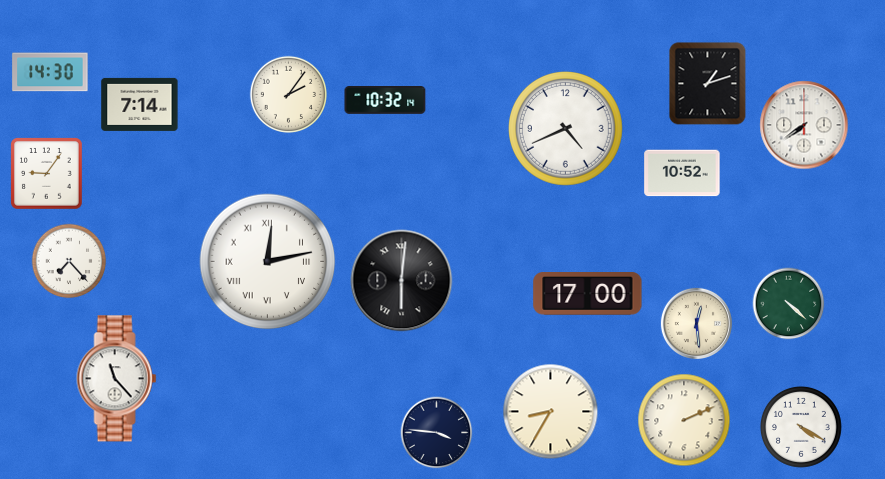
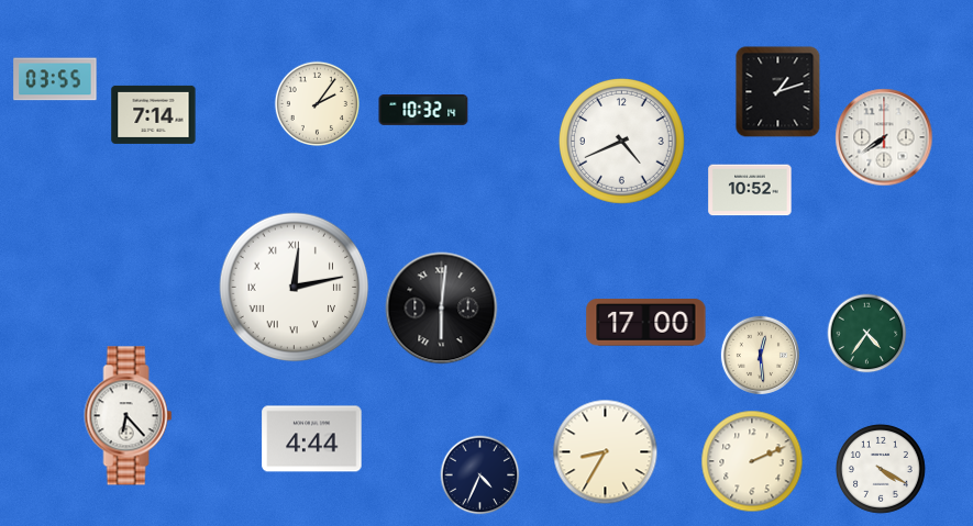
clock at (50, 72): 14:30 -> 03:55
clock at (47, 174): 9:06 -> none
clock at (69, 261): 7:23 -> none
clock at (789, 304): 4:22 -> 4:36
clock at (696, 323) position: (696, 323) -> (760, 355)
clock at (117, 379): 11:23 -> 6:23
clock at (312, 439): none -> 4:44
clock at (437, 433): 3:46 -> 4:34
